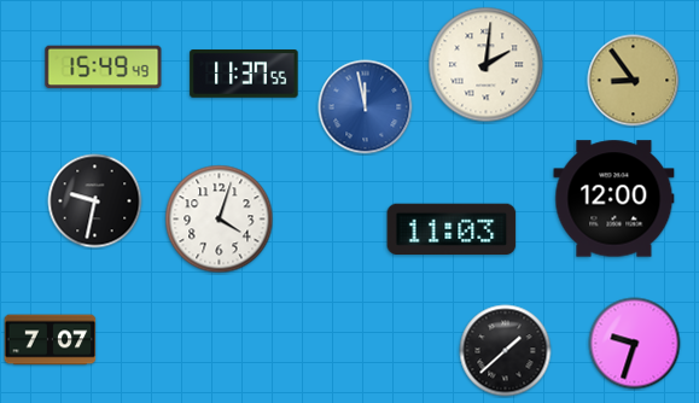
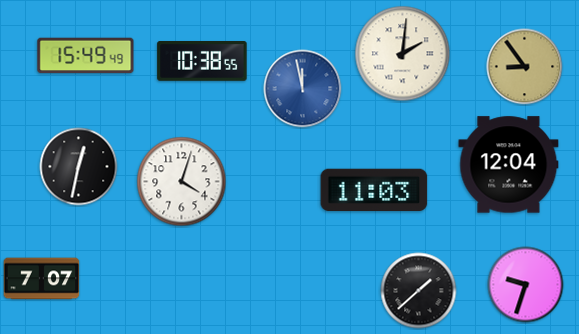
clock at (244, 75): 11:37 -> 10:38
clock at (614, 199): 12:00 -> 12:04
clock at (95, 201): 9:32 -> 12:32
clock at (51, 340) position: (51, 340) -> (42, 279)
